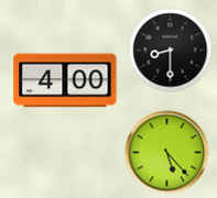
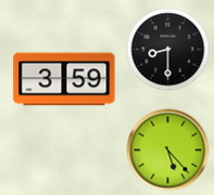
clock at (65, 80): 4:00 -> 3:59
clock at (167, 153) position: (167, 153) -> (168, 151)
